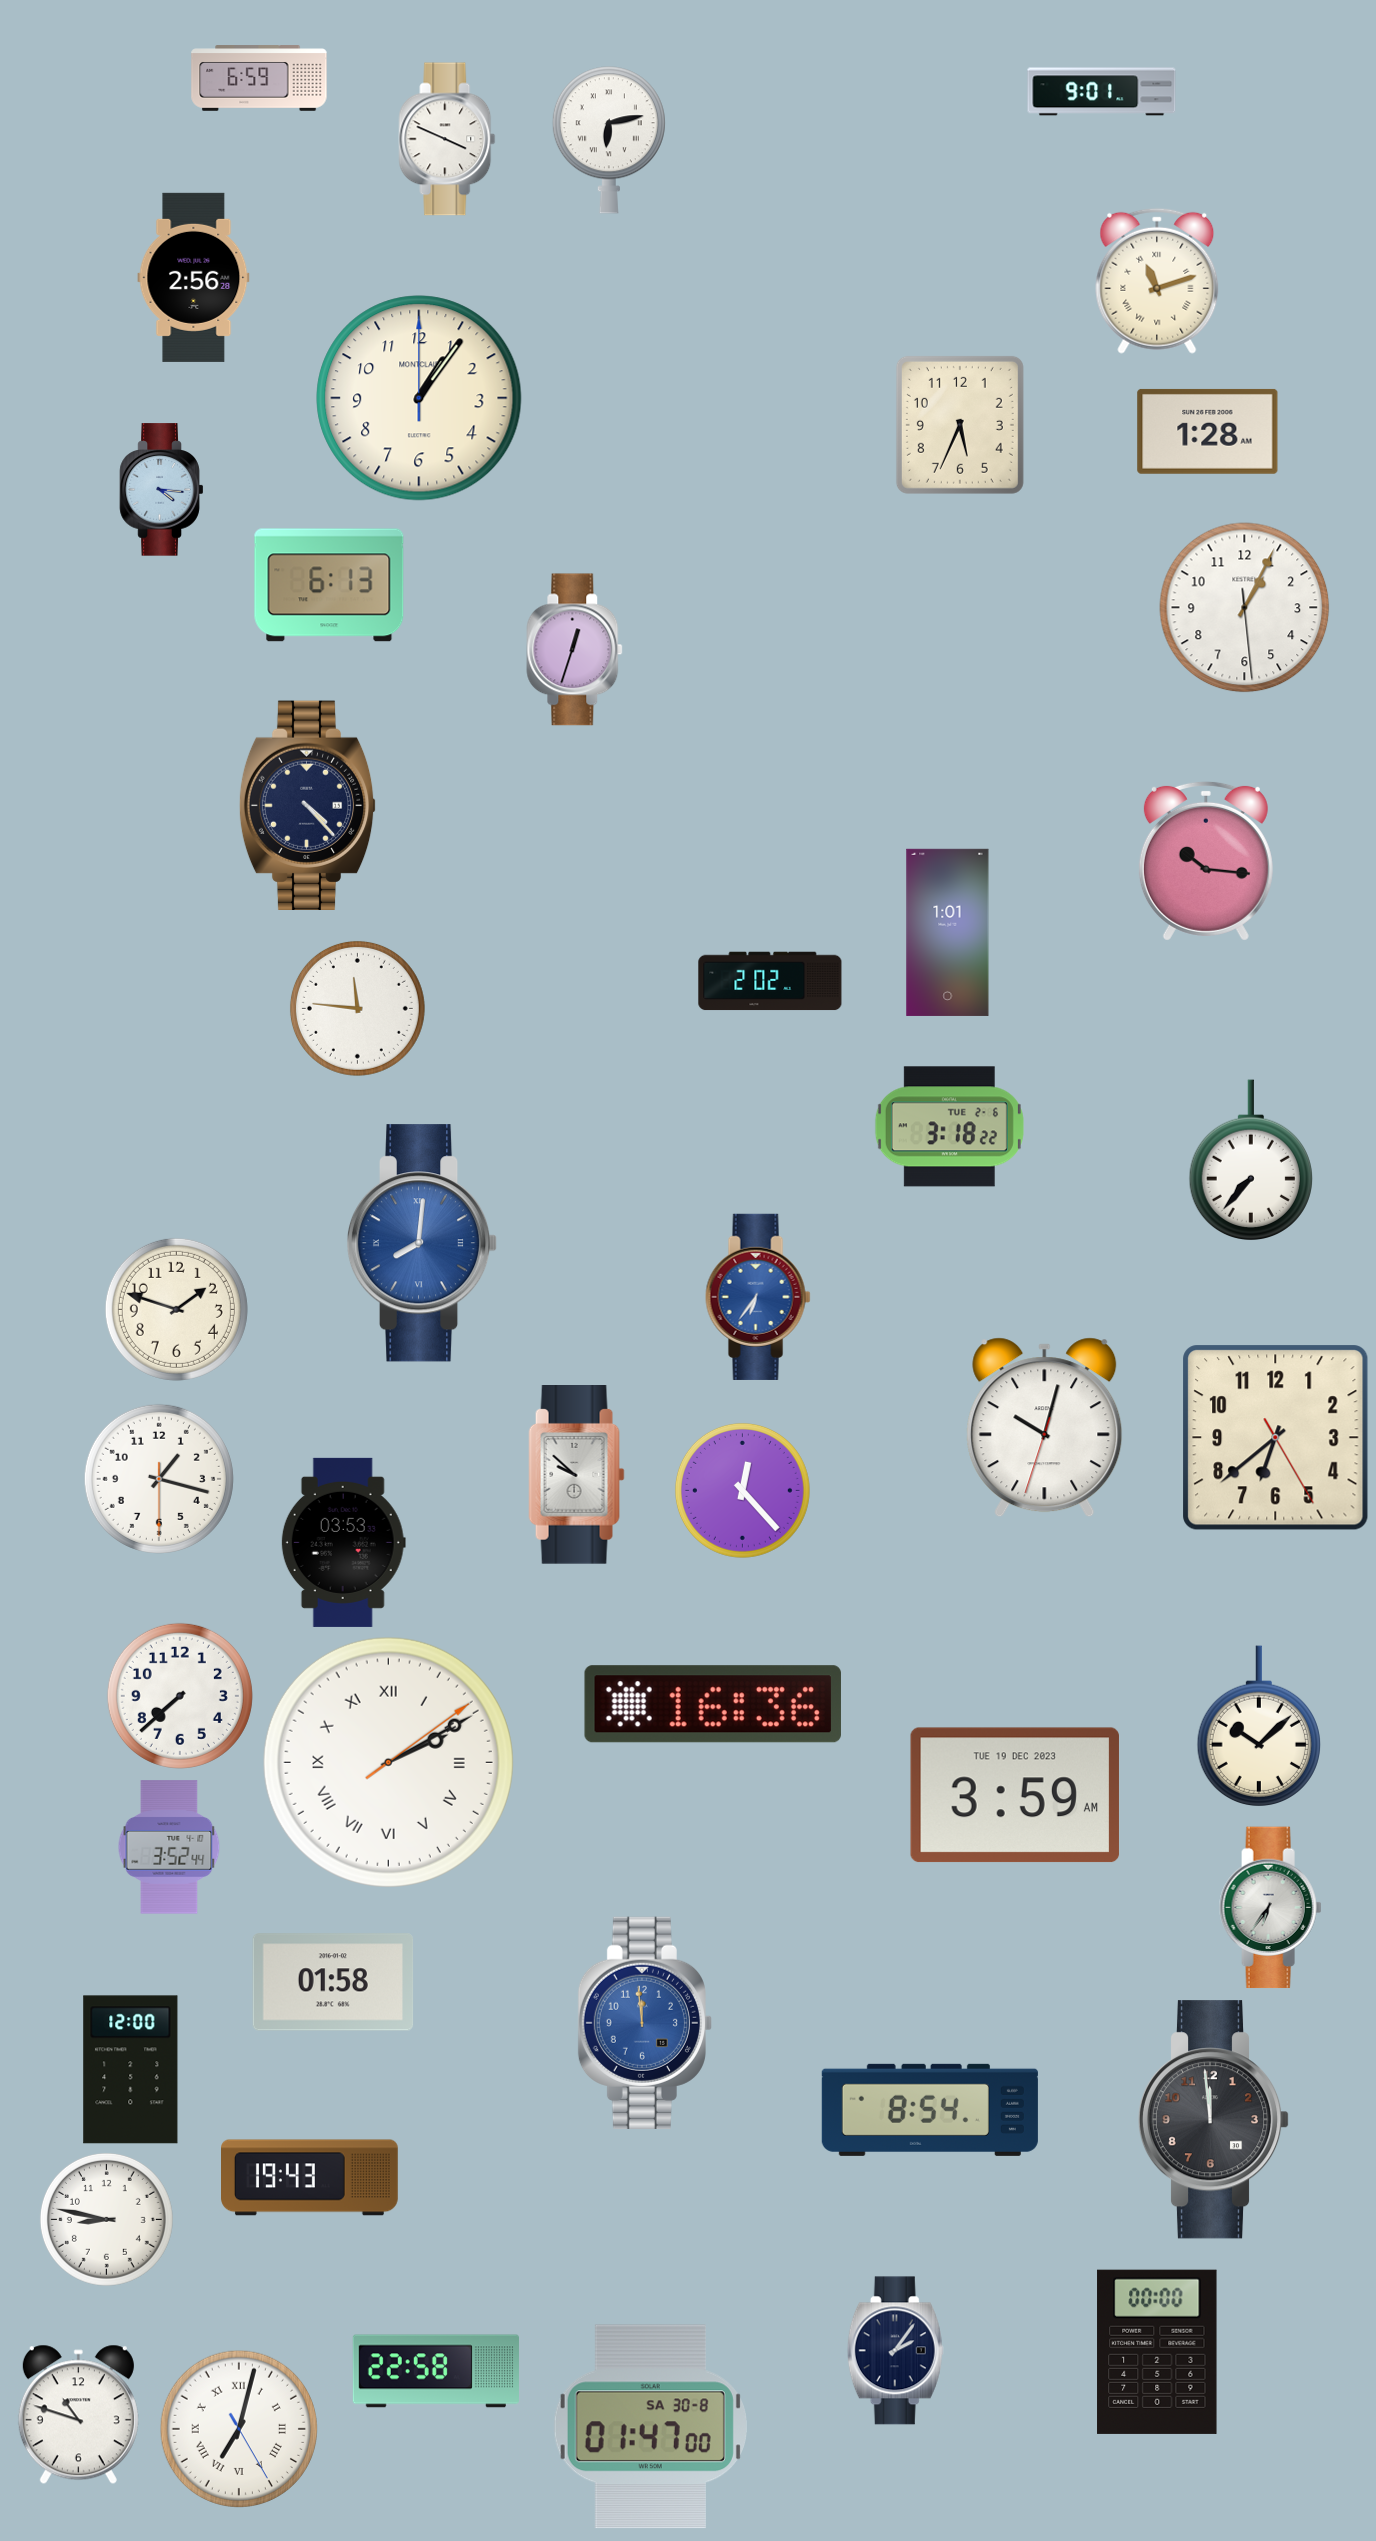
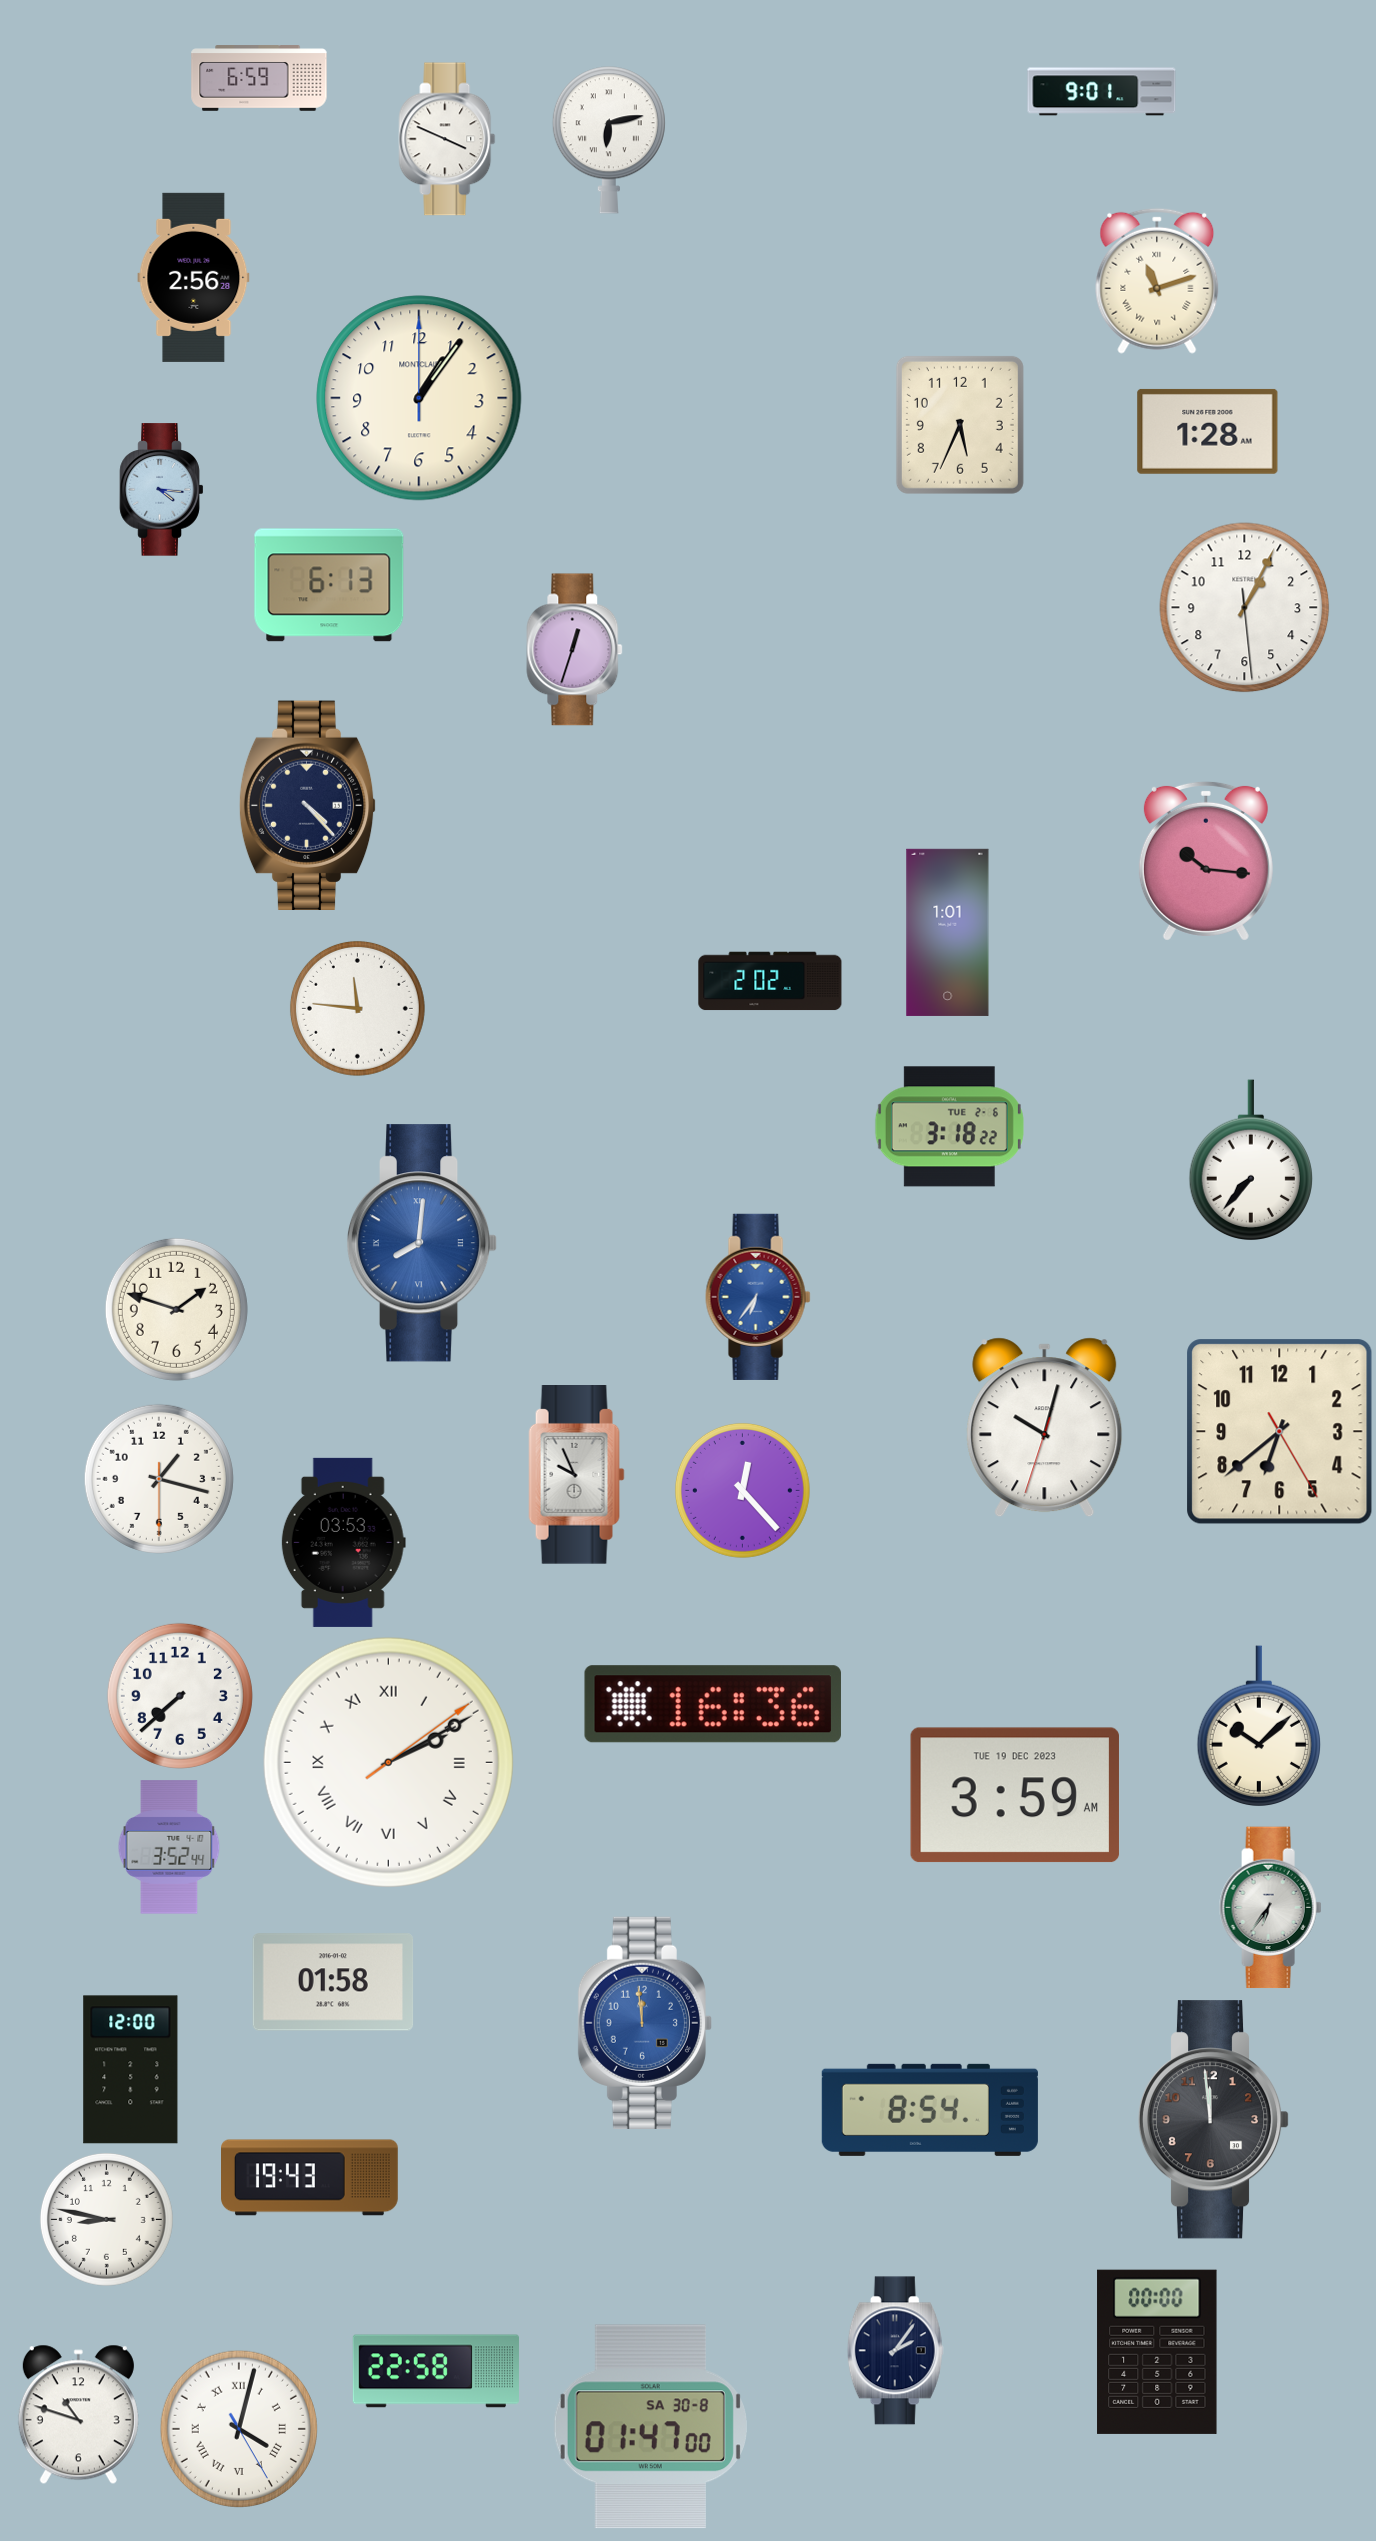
clock at (1276, 1438) position: (1276, 1438) -> (1280, 1432)
clock at (577, 1475): 9:52 -> 9:56
clock at (238, 2428): 7:02 -> 4:02
